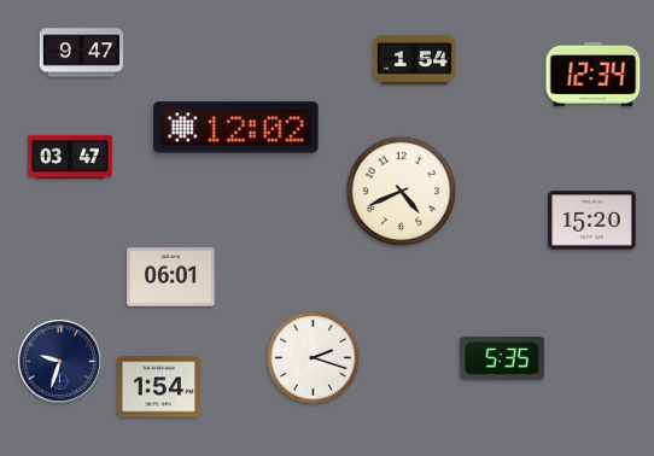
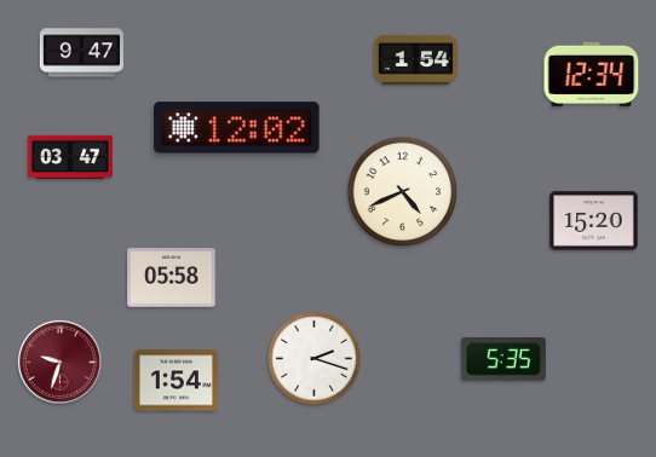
clock at (594, 74) position: (594, 74) -> (592, 74)
clock at (171, 277): 06:01 -> 05:58
clock at (59, 361) dial: navy -> burgundy
clock at (158, 387) position: (158, 387) -> (175, 381)
